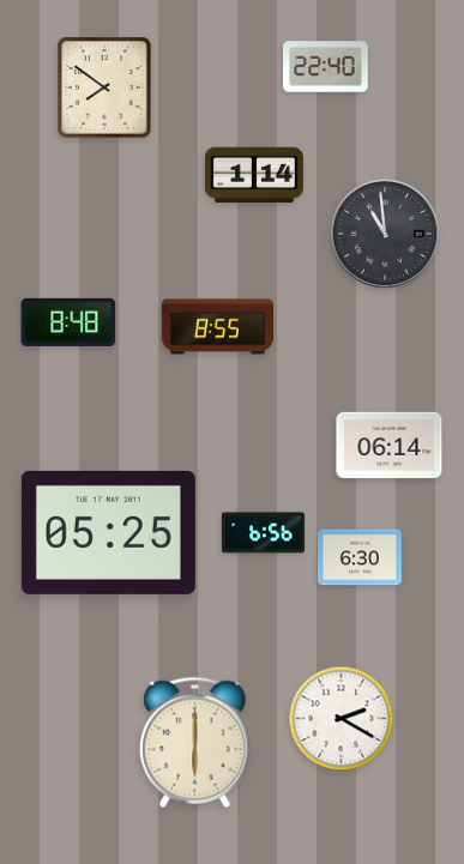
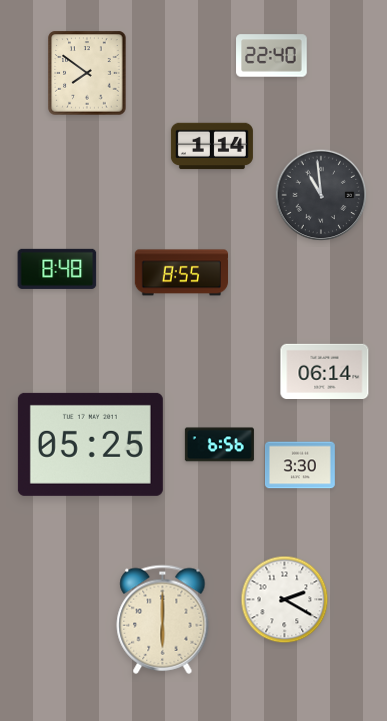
clock at (360, 557): 6:30 -> 3:30
